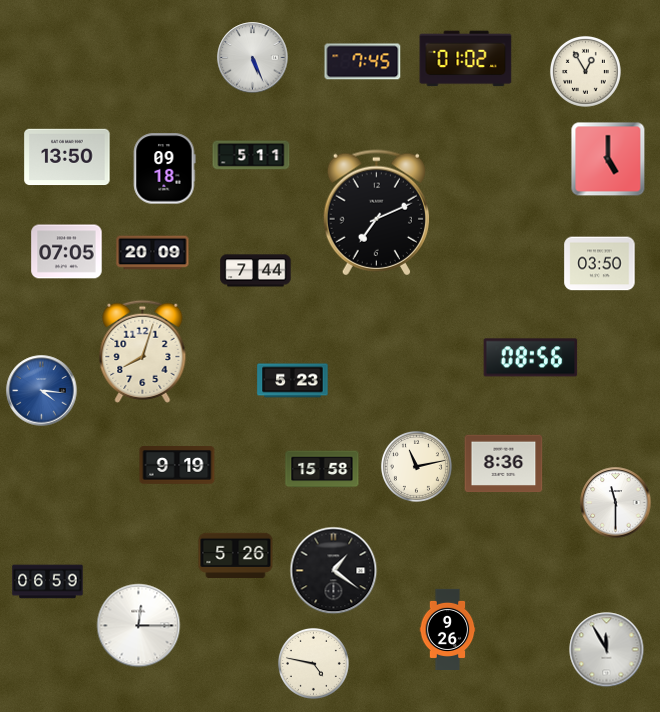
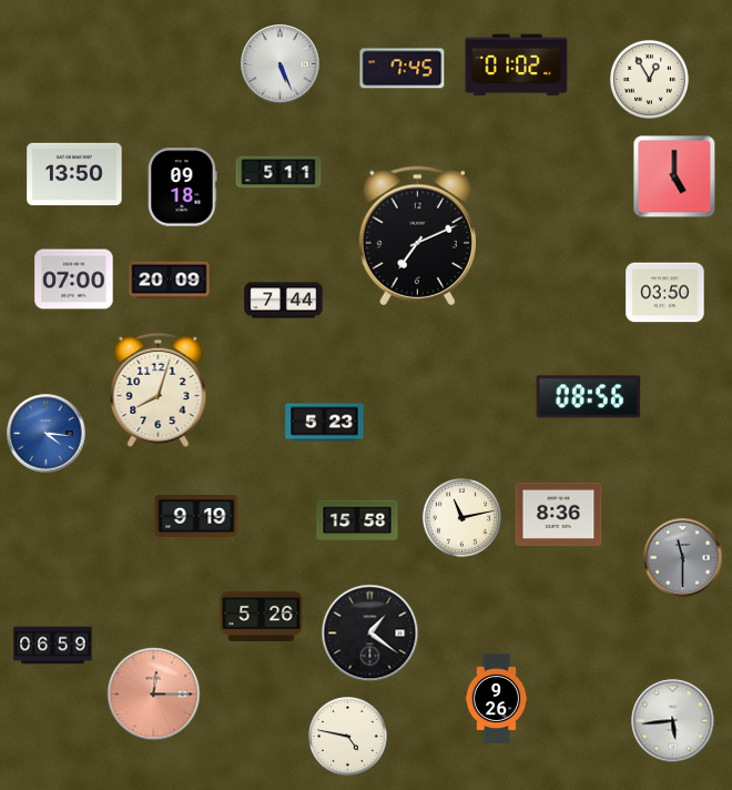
clock at (67, 252): 07:05 -> 07:00
clock at (616, 503) dial: white -> grey
clock at (139, 626) dial: white -> salmon
clock at (607, 650): 11:55 -> 5:44
